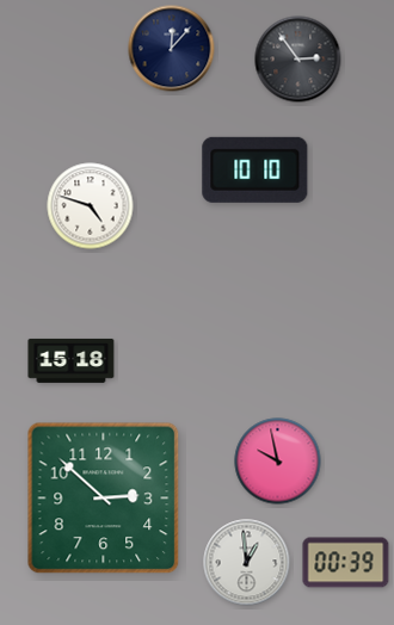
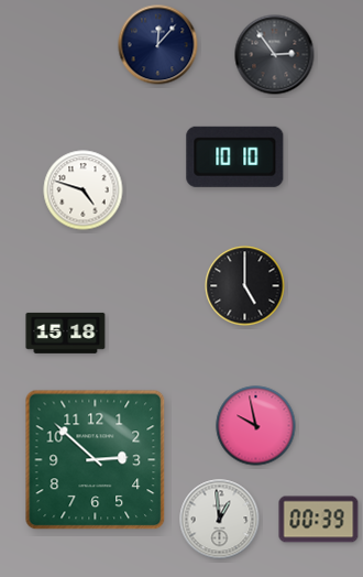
clock at (245, 286): none -> 5:00
clock at (247, 563) position: (247, 563) -> (220, 520)
